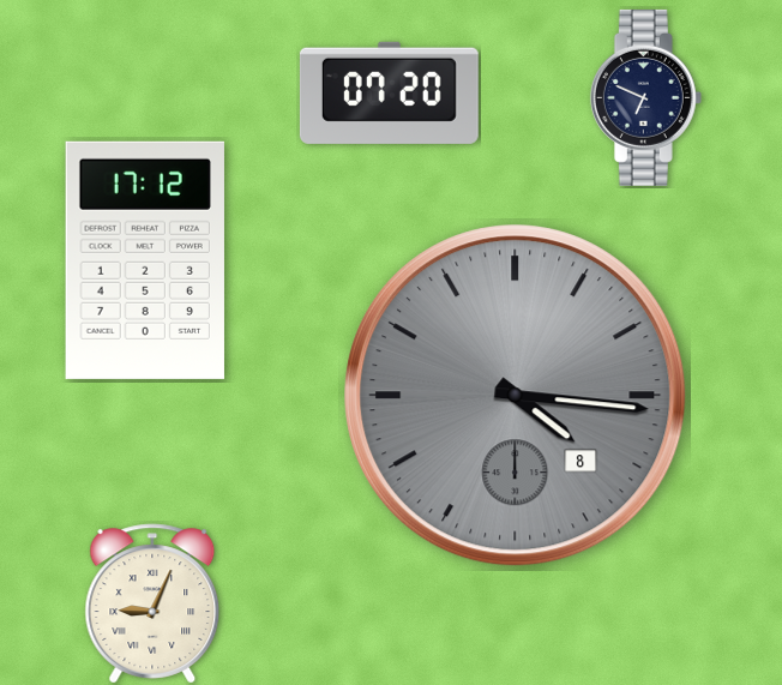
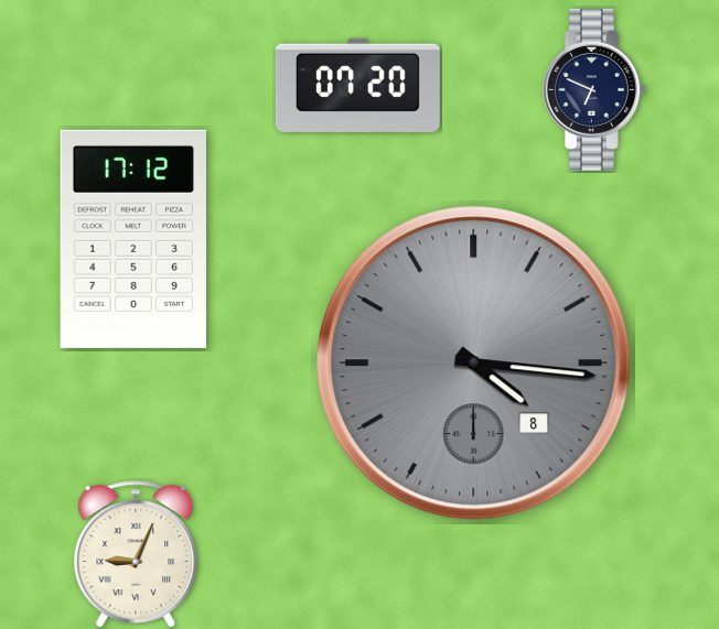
clock at (152, 603) position: (152, 603) -> (136, 554)
